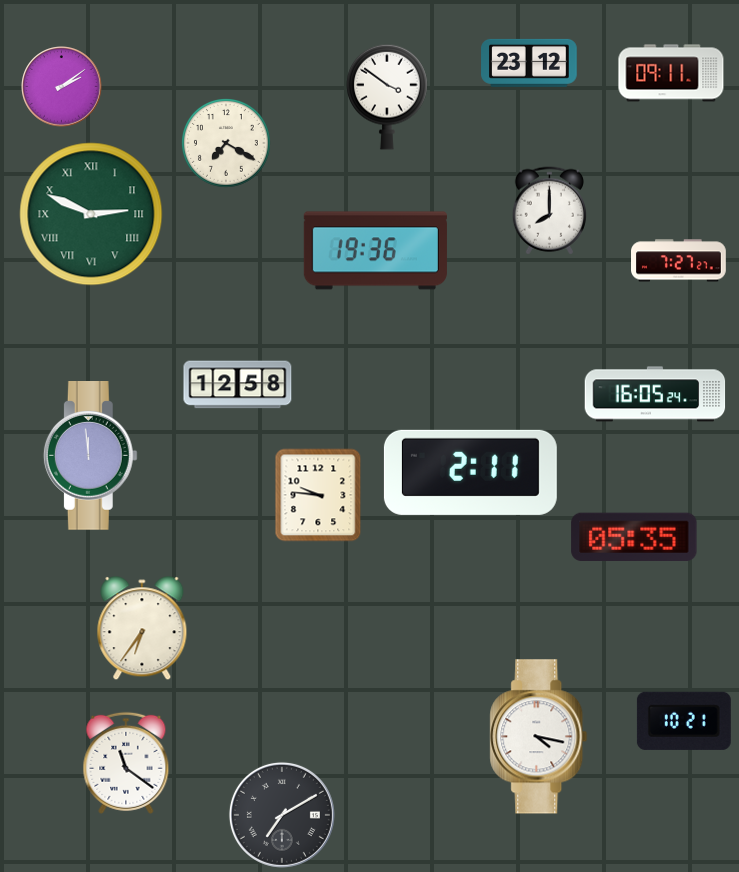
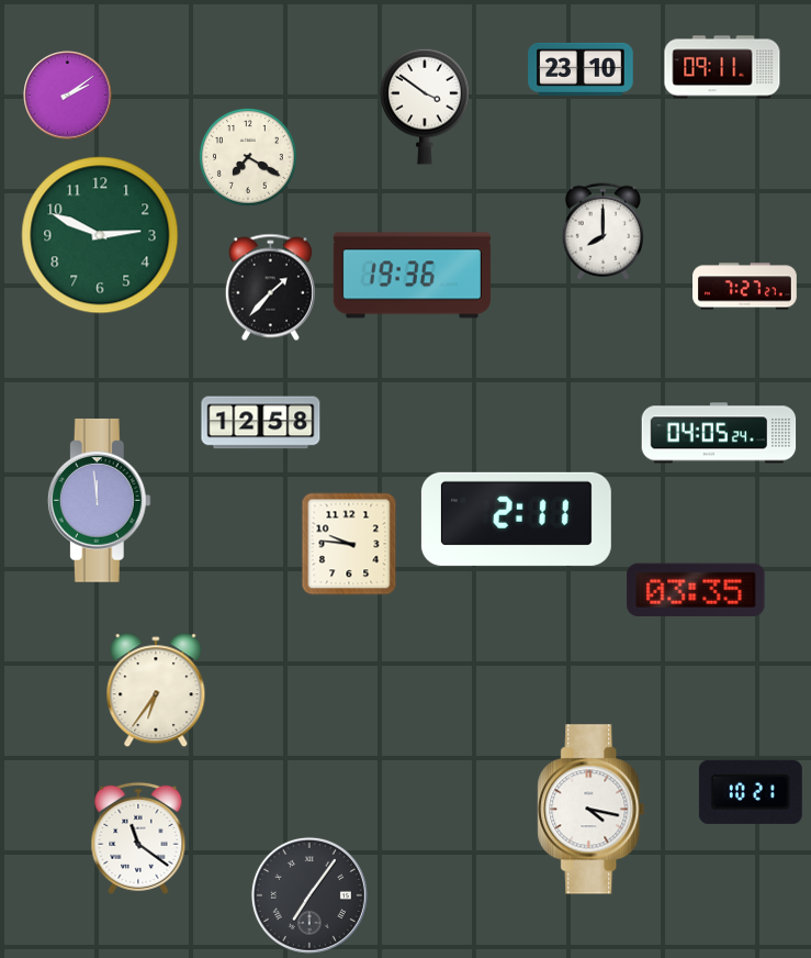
clock at (529, 63): 23:12 -> 23:10
clock at (671, 73) position: (671, 73) -> (722, 67)
clock at (91, 214) numerals: Roman -> Arabic
clock at (270, 288): none -> 1:37
clock at (655, 394): 16:05 -> 04:05
clock at (634, 536): 05:35 -> 03:35
clock at (282, 815): 7:10 -> 7:06
